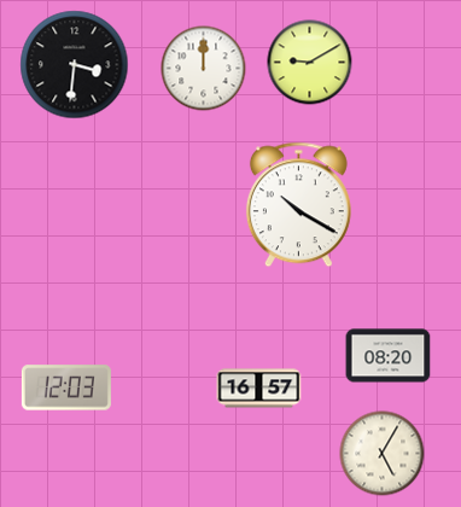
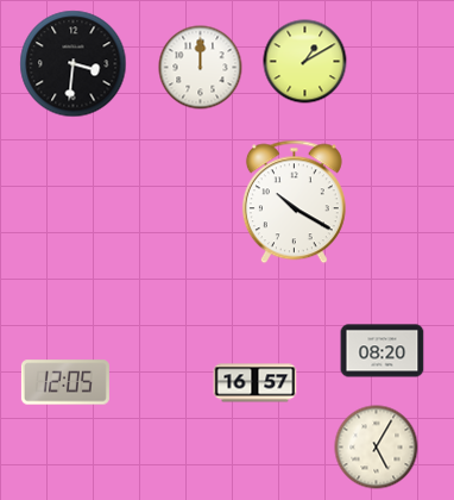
clock at (310, 63): 9:10 -> 1:10
clock at (66, 387): 12:03 -> 12:05
